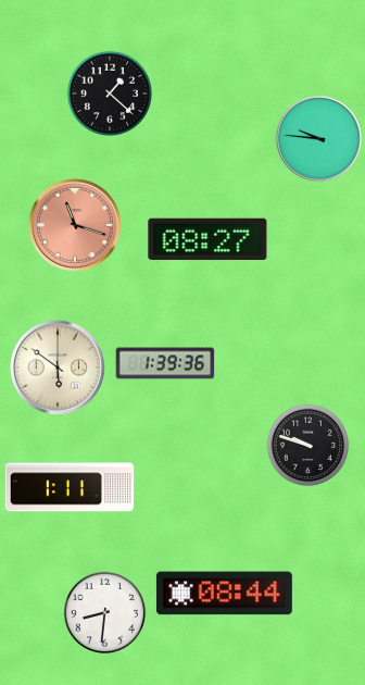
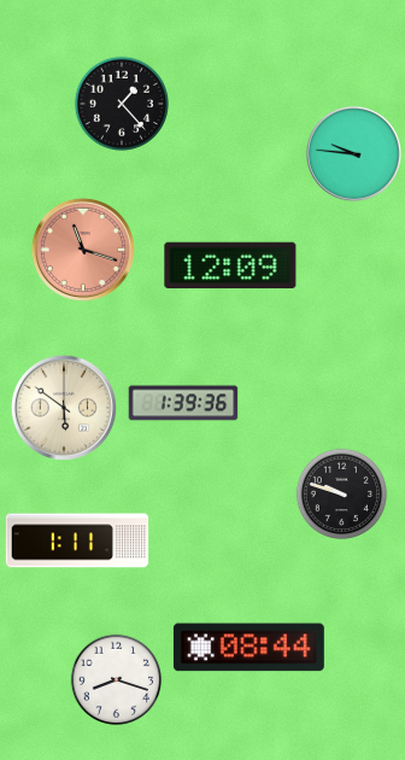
clock at (109, 92): 1:22 -> 1:23
clock at (207, 239): 08:27 -> 12:09
clock at (224, 594) position: (224, 594) -> (248, 648)
clock at (105, 613): 8:31 -> 8:18
